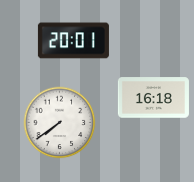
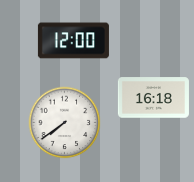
clock at (73, 41): 20:01 -> 12:00
clock at (60, 123) position: (60, 123) -> (65, 123)
